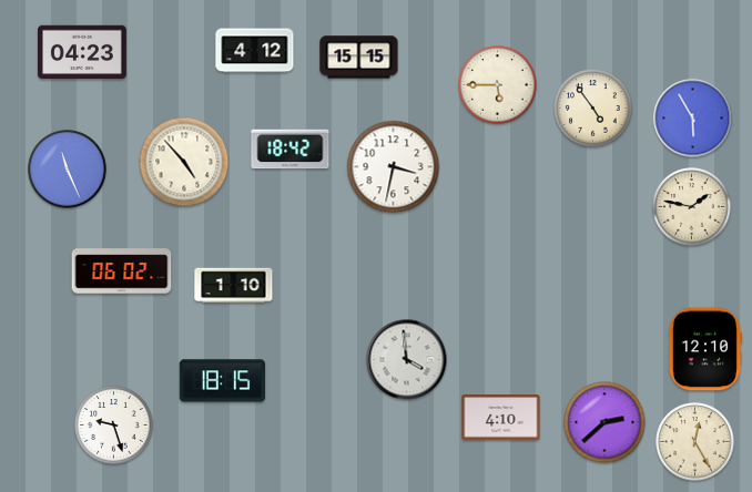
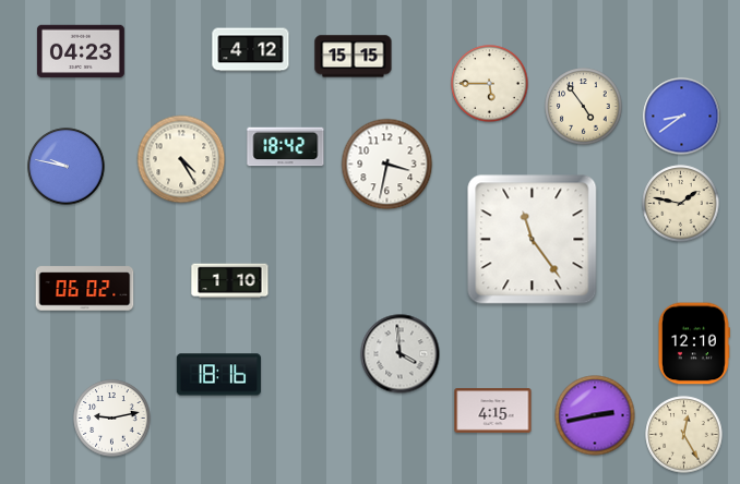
clock at (693, 119): 5:55 -> 8:39
clock at (184, 162): 4:53 -> 4:25
clock at (68, 170): 11:26 -> 9:47
clock at (533, 240): none -> 11:24
clock at (122, 271) position: (122, 271) -> (85, 289)
clock at (223, 381): 18:15 -> 18:16
clock at (501, 418): 4:10 -> 4:15
clock at (604, 422): 2:38 -> 2:43
clock at (114, 426): 9:27 -> 9:13
